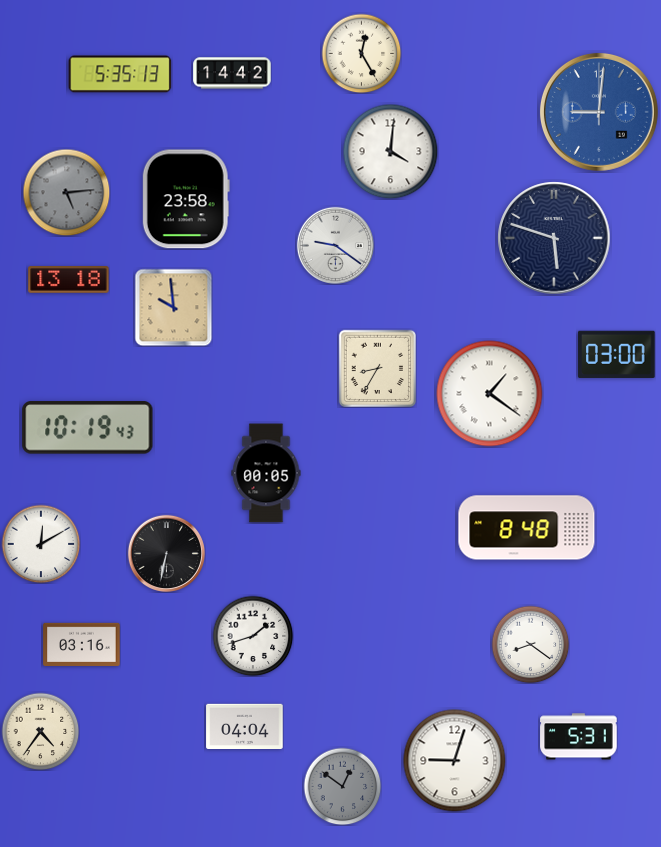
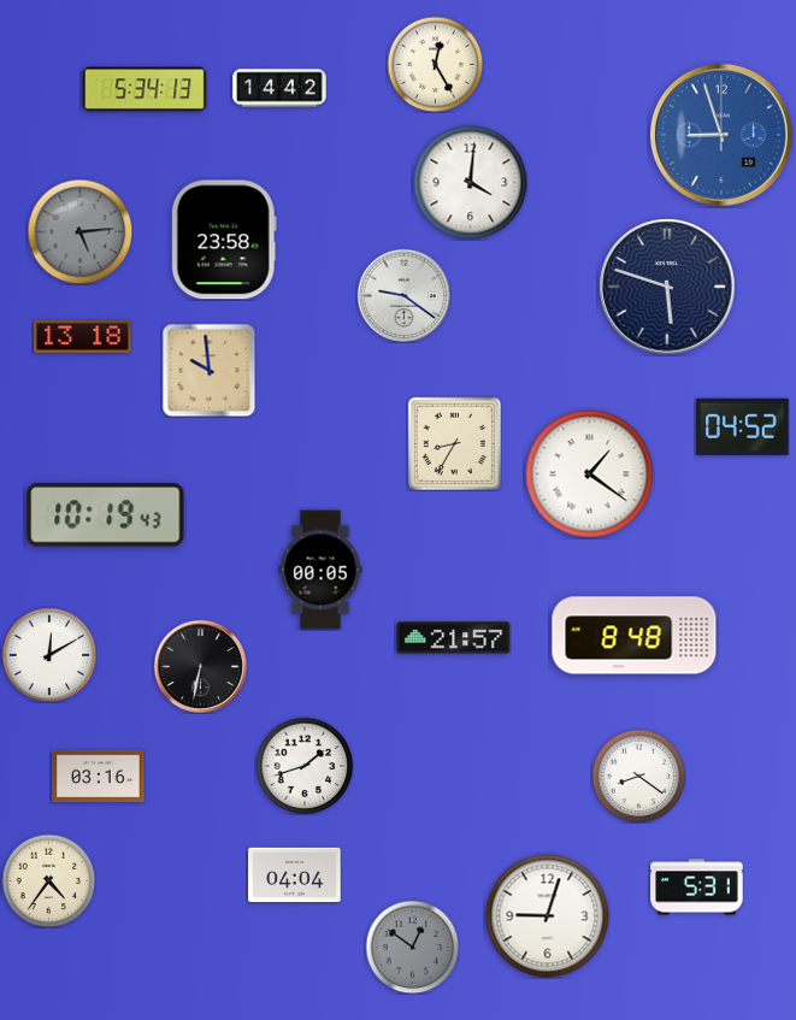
clock at (120, 74): 5:35 -> 5:34
clock at (599, 112): 9:01 -> 8:57
clock at (617, 354): 03:00 -> 04:52
clock at (454, 638): none -> 21:57
